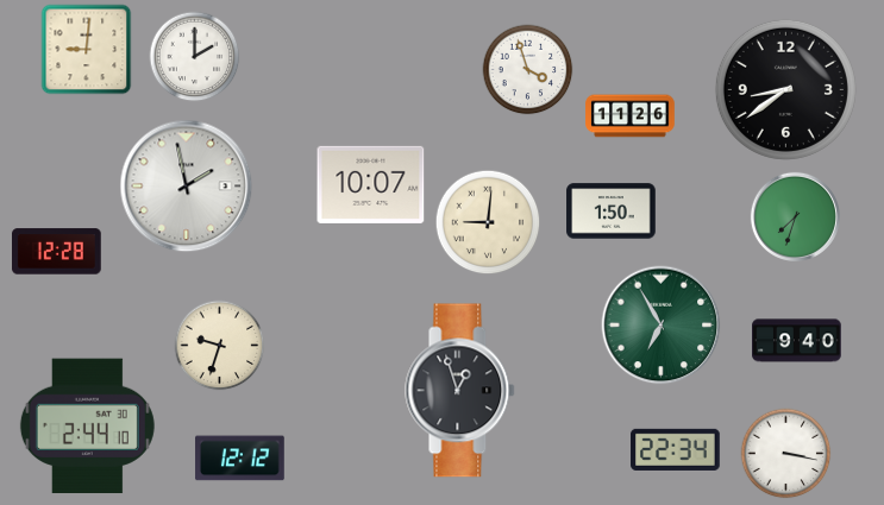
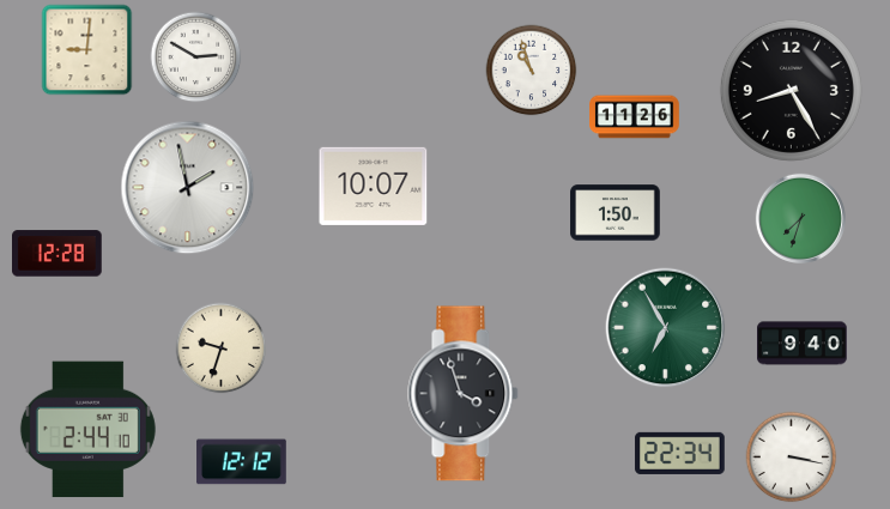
clock at (195, 57): 2:00 -> 2:50
clock at (528, 70): 3:57 -> 10:57
clock at (785, 89): 8:39 -> 8:25
clock at (488, 222): 9:01 -> none
clock at (460, 391): 12:57 -> 3:57
